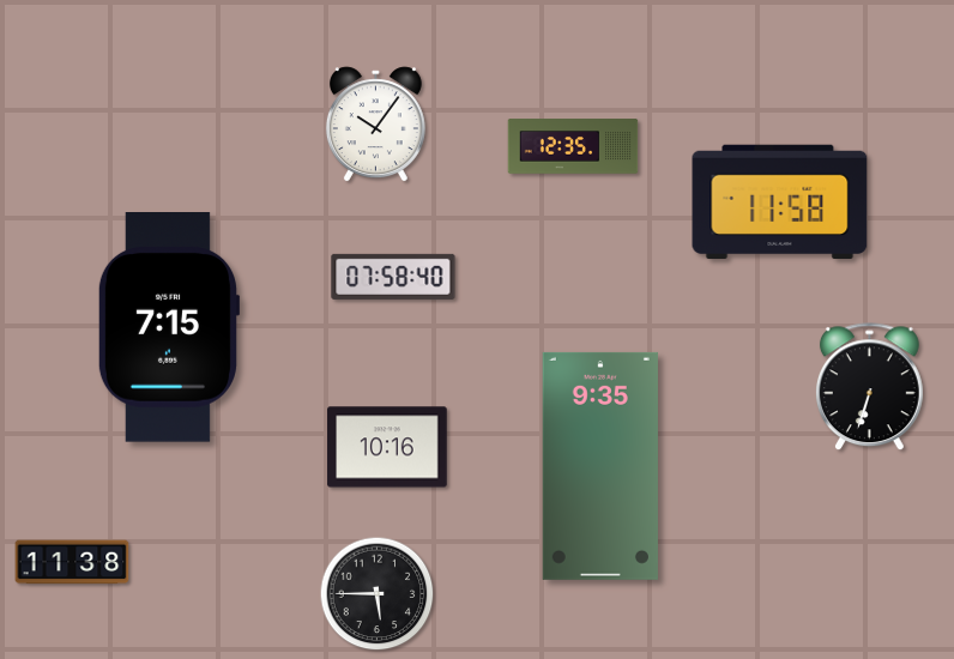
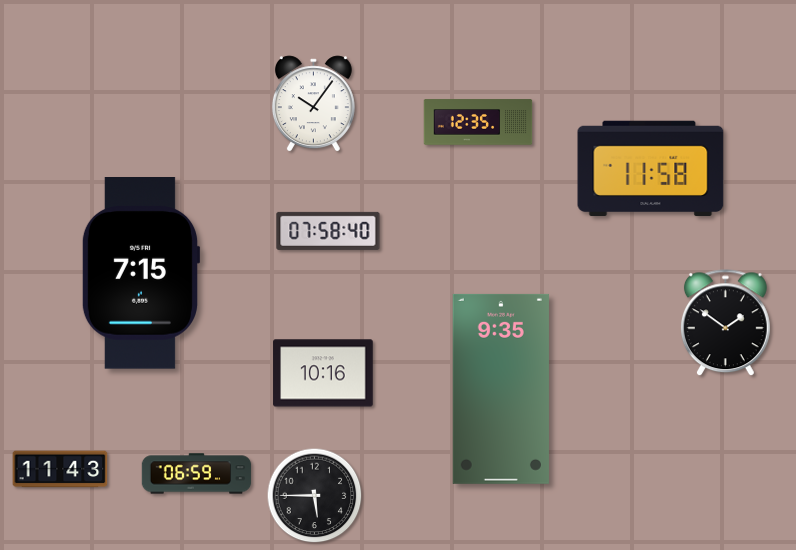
clock at (869, 387): 6:33 -> 1:51
clock at (72, 562): 11:38 -> 11:43
clock at (197, 474): none -> 06:59
